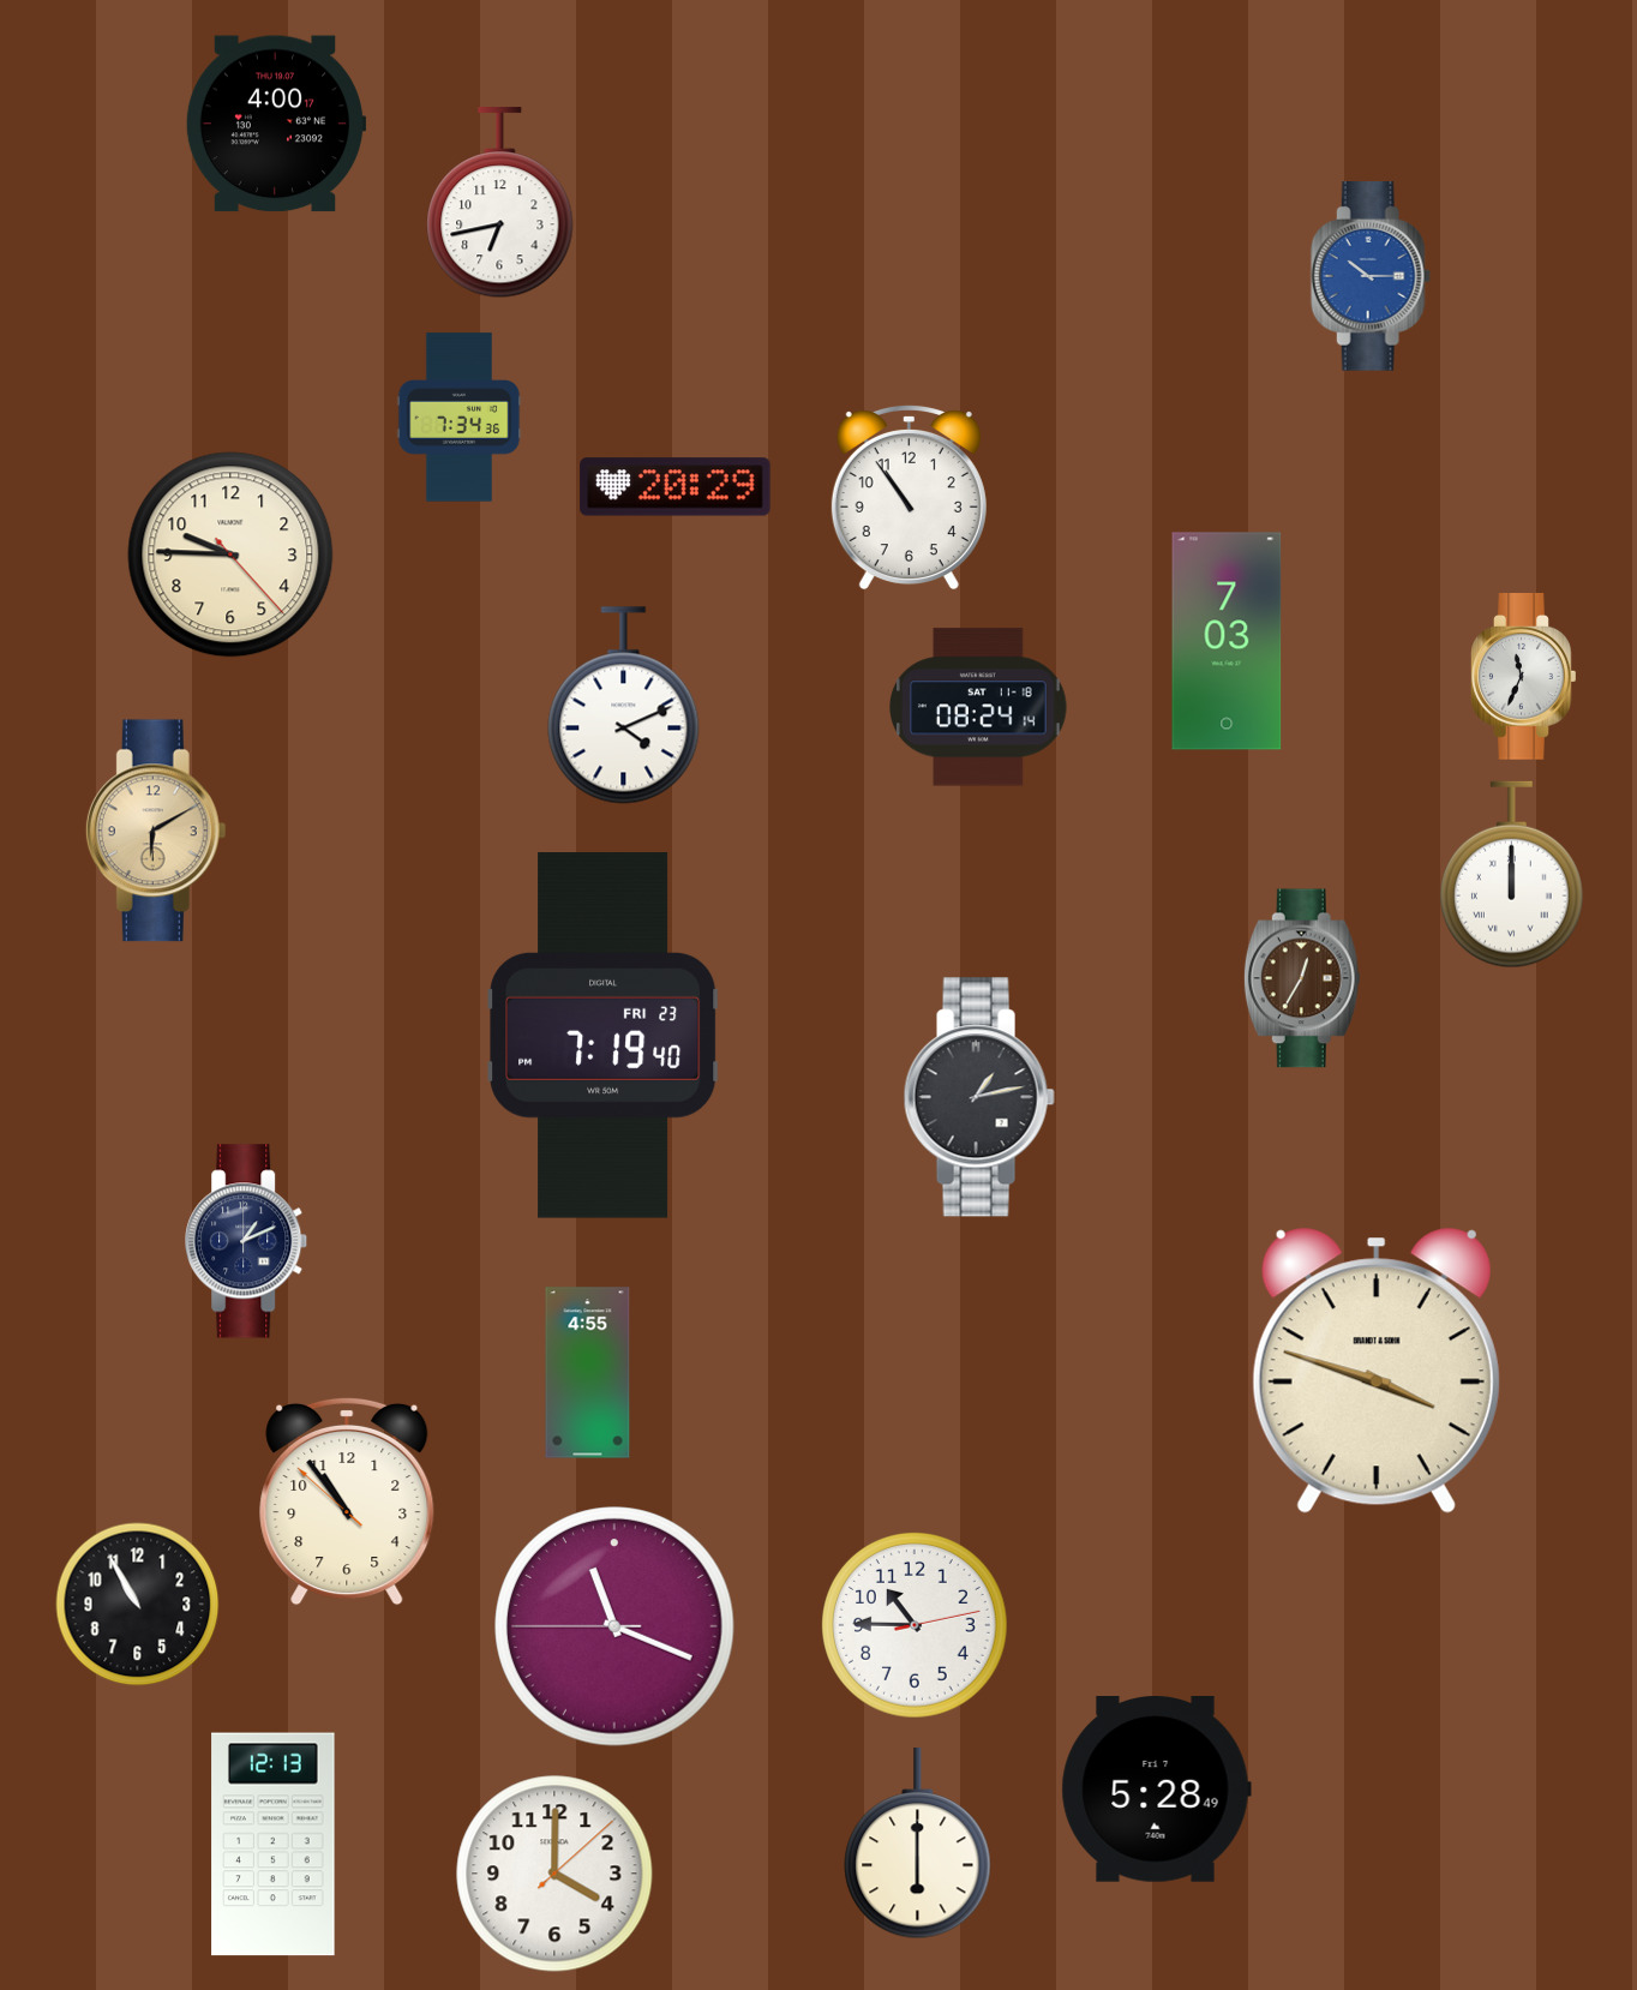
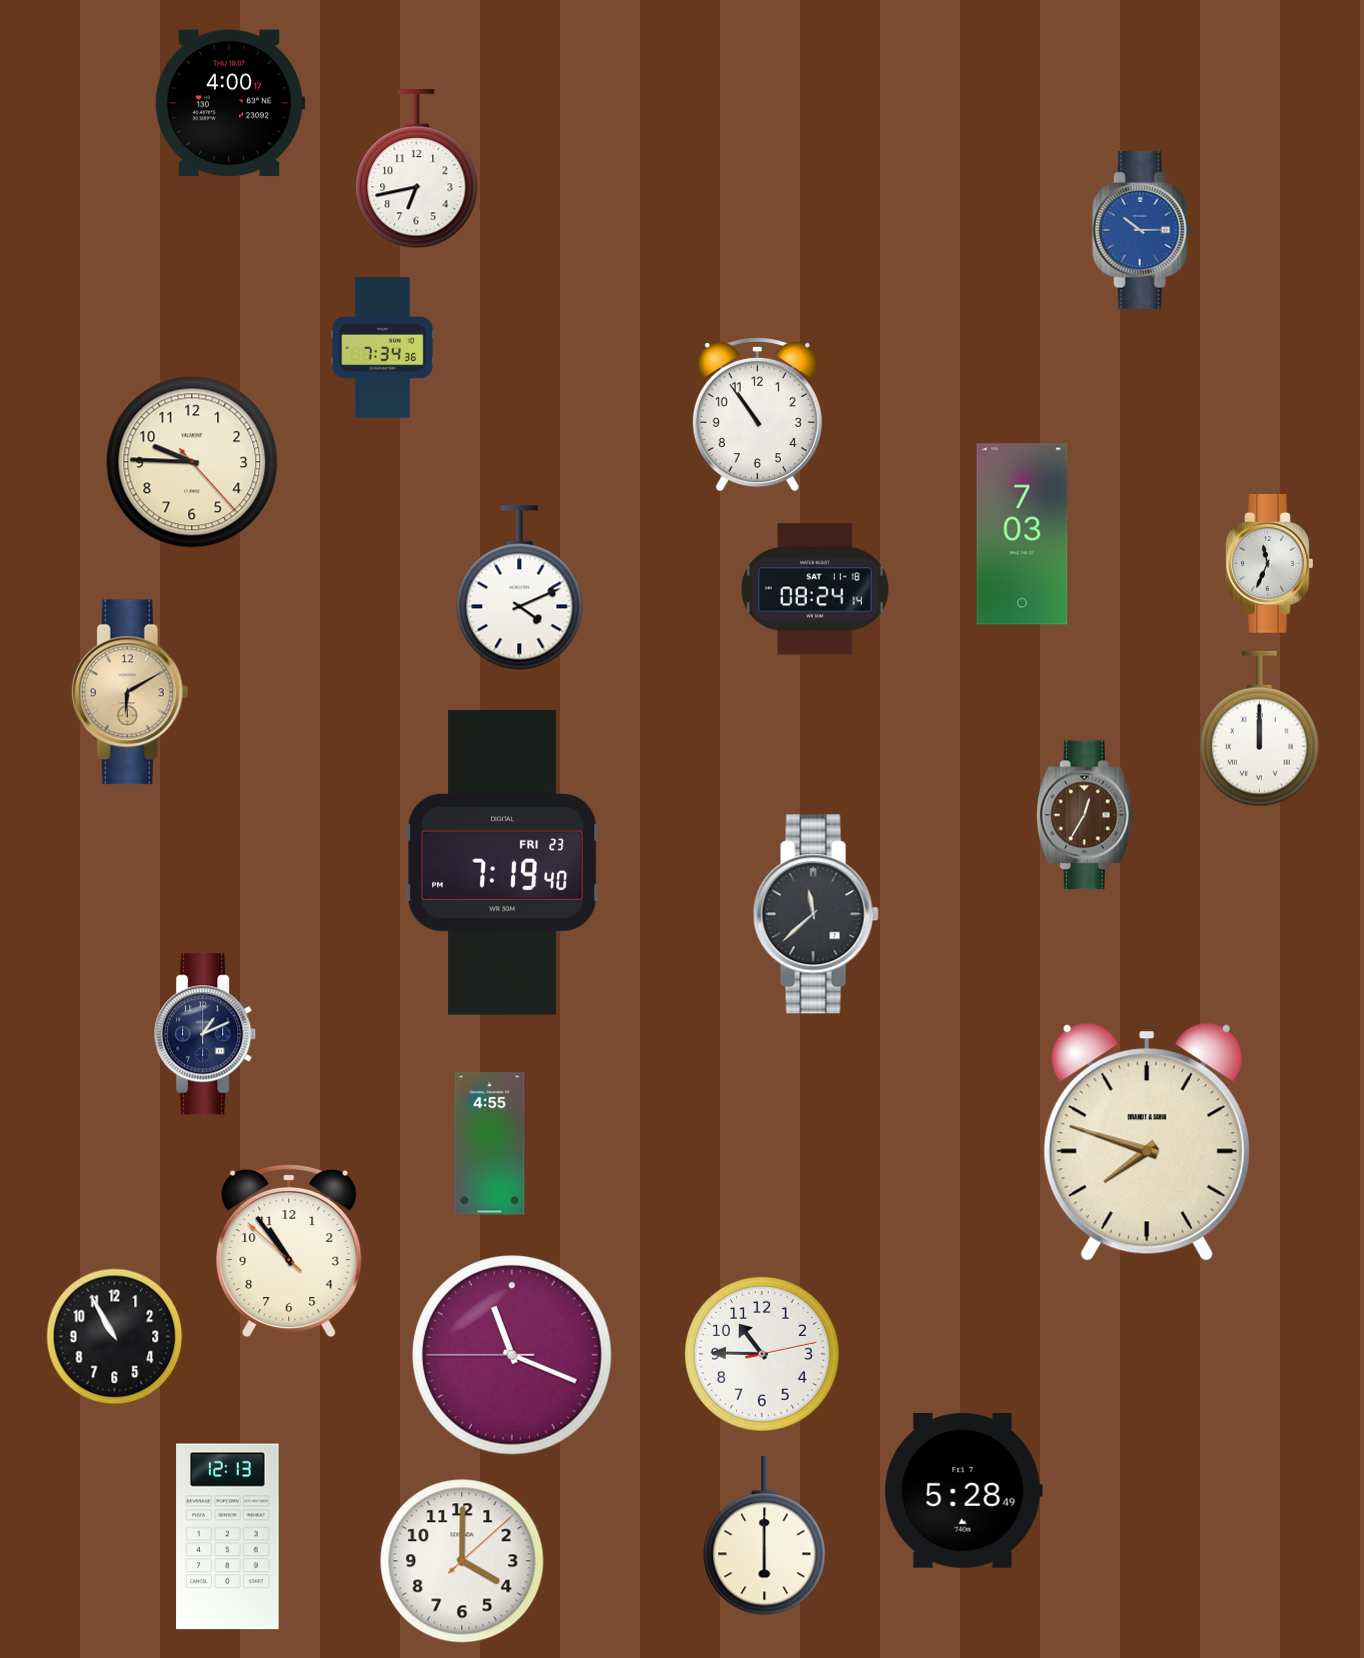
clock at (676, 487): 20:29 -> none
clock at (979, 1097): 1:13 -> 11:38
clock at (1377, 1371): 3:48 -> 7:48
